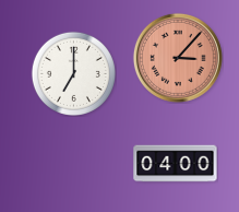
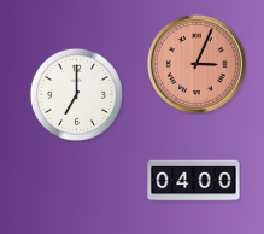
clock at (178, 58): 3:07 -> 3:04
clock at (73, 73) position: (73, 73) -> (76, 94)
